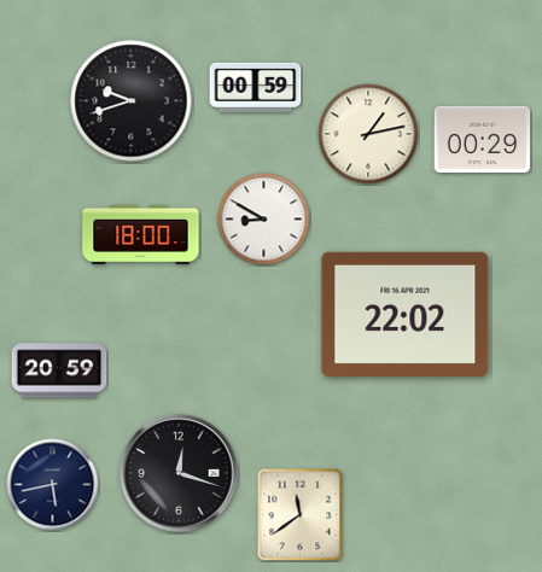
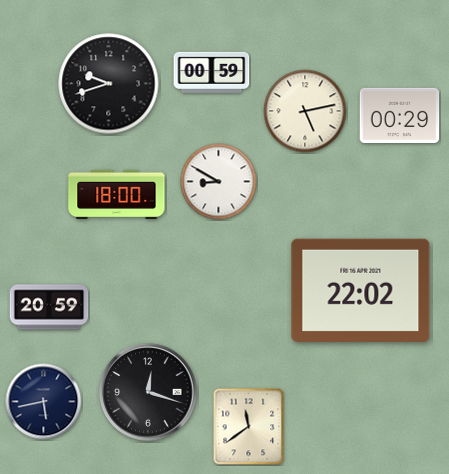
clock at (368, 134): 1:13 -> 5:13
clock at (406, 314) position: (406, 314) -> (361, 290)
